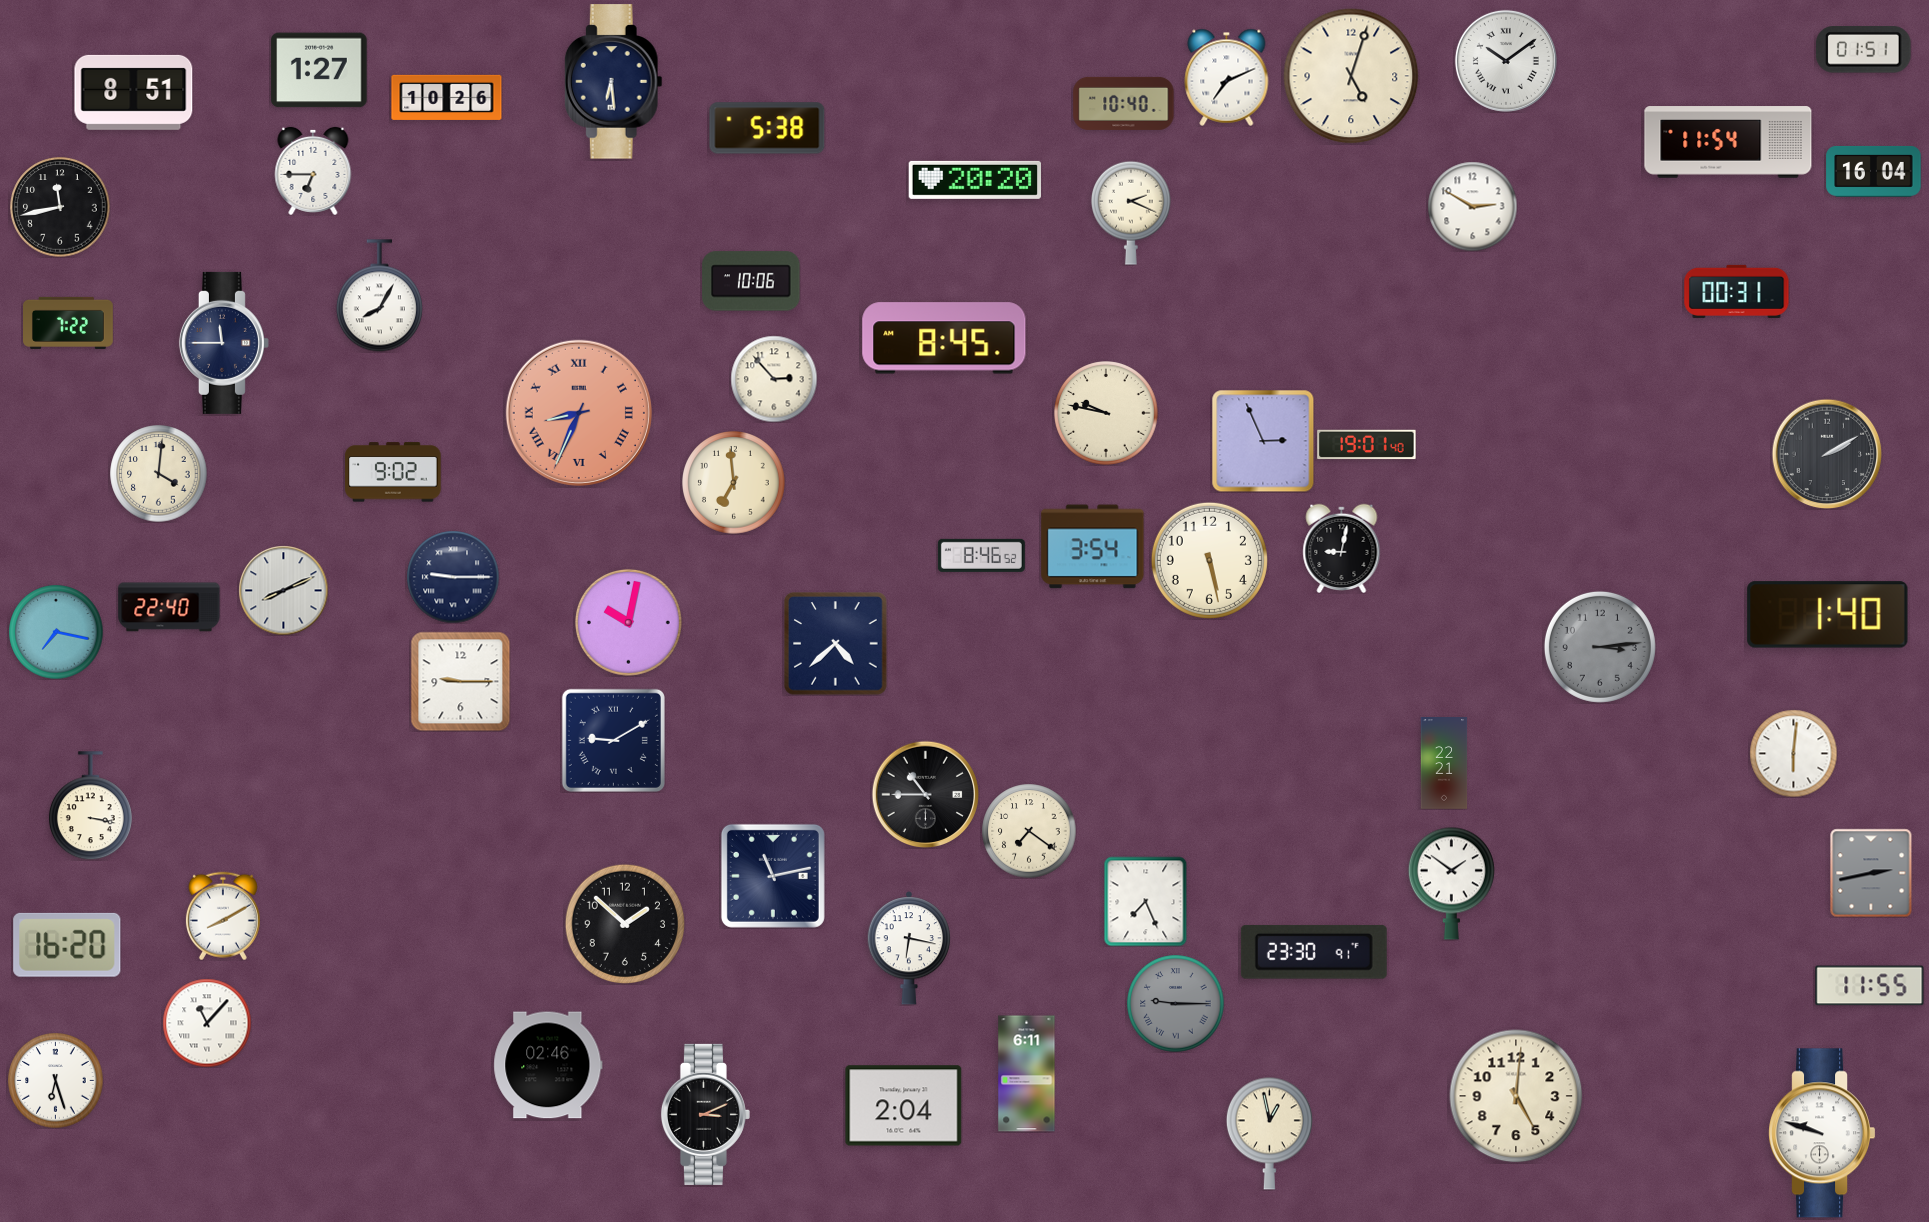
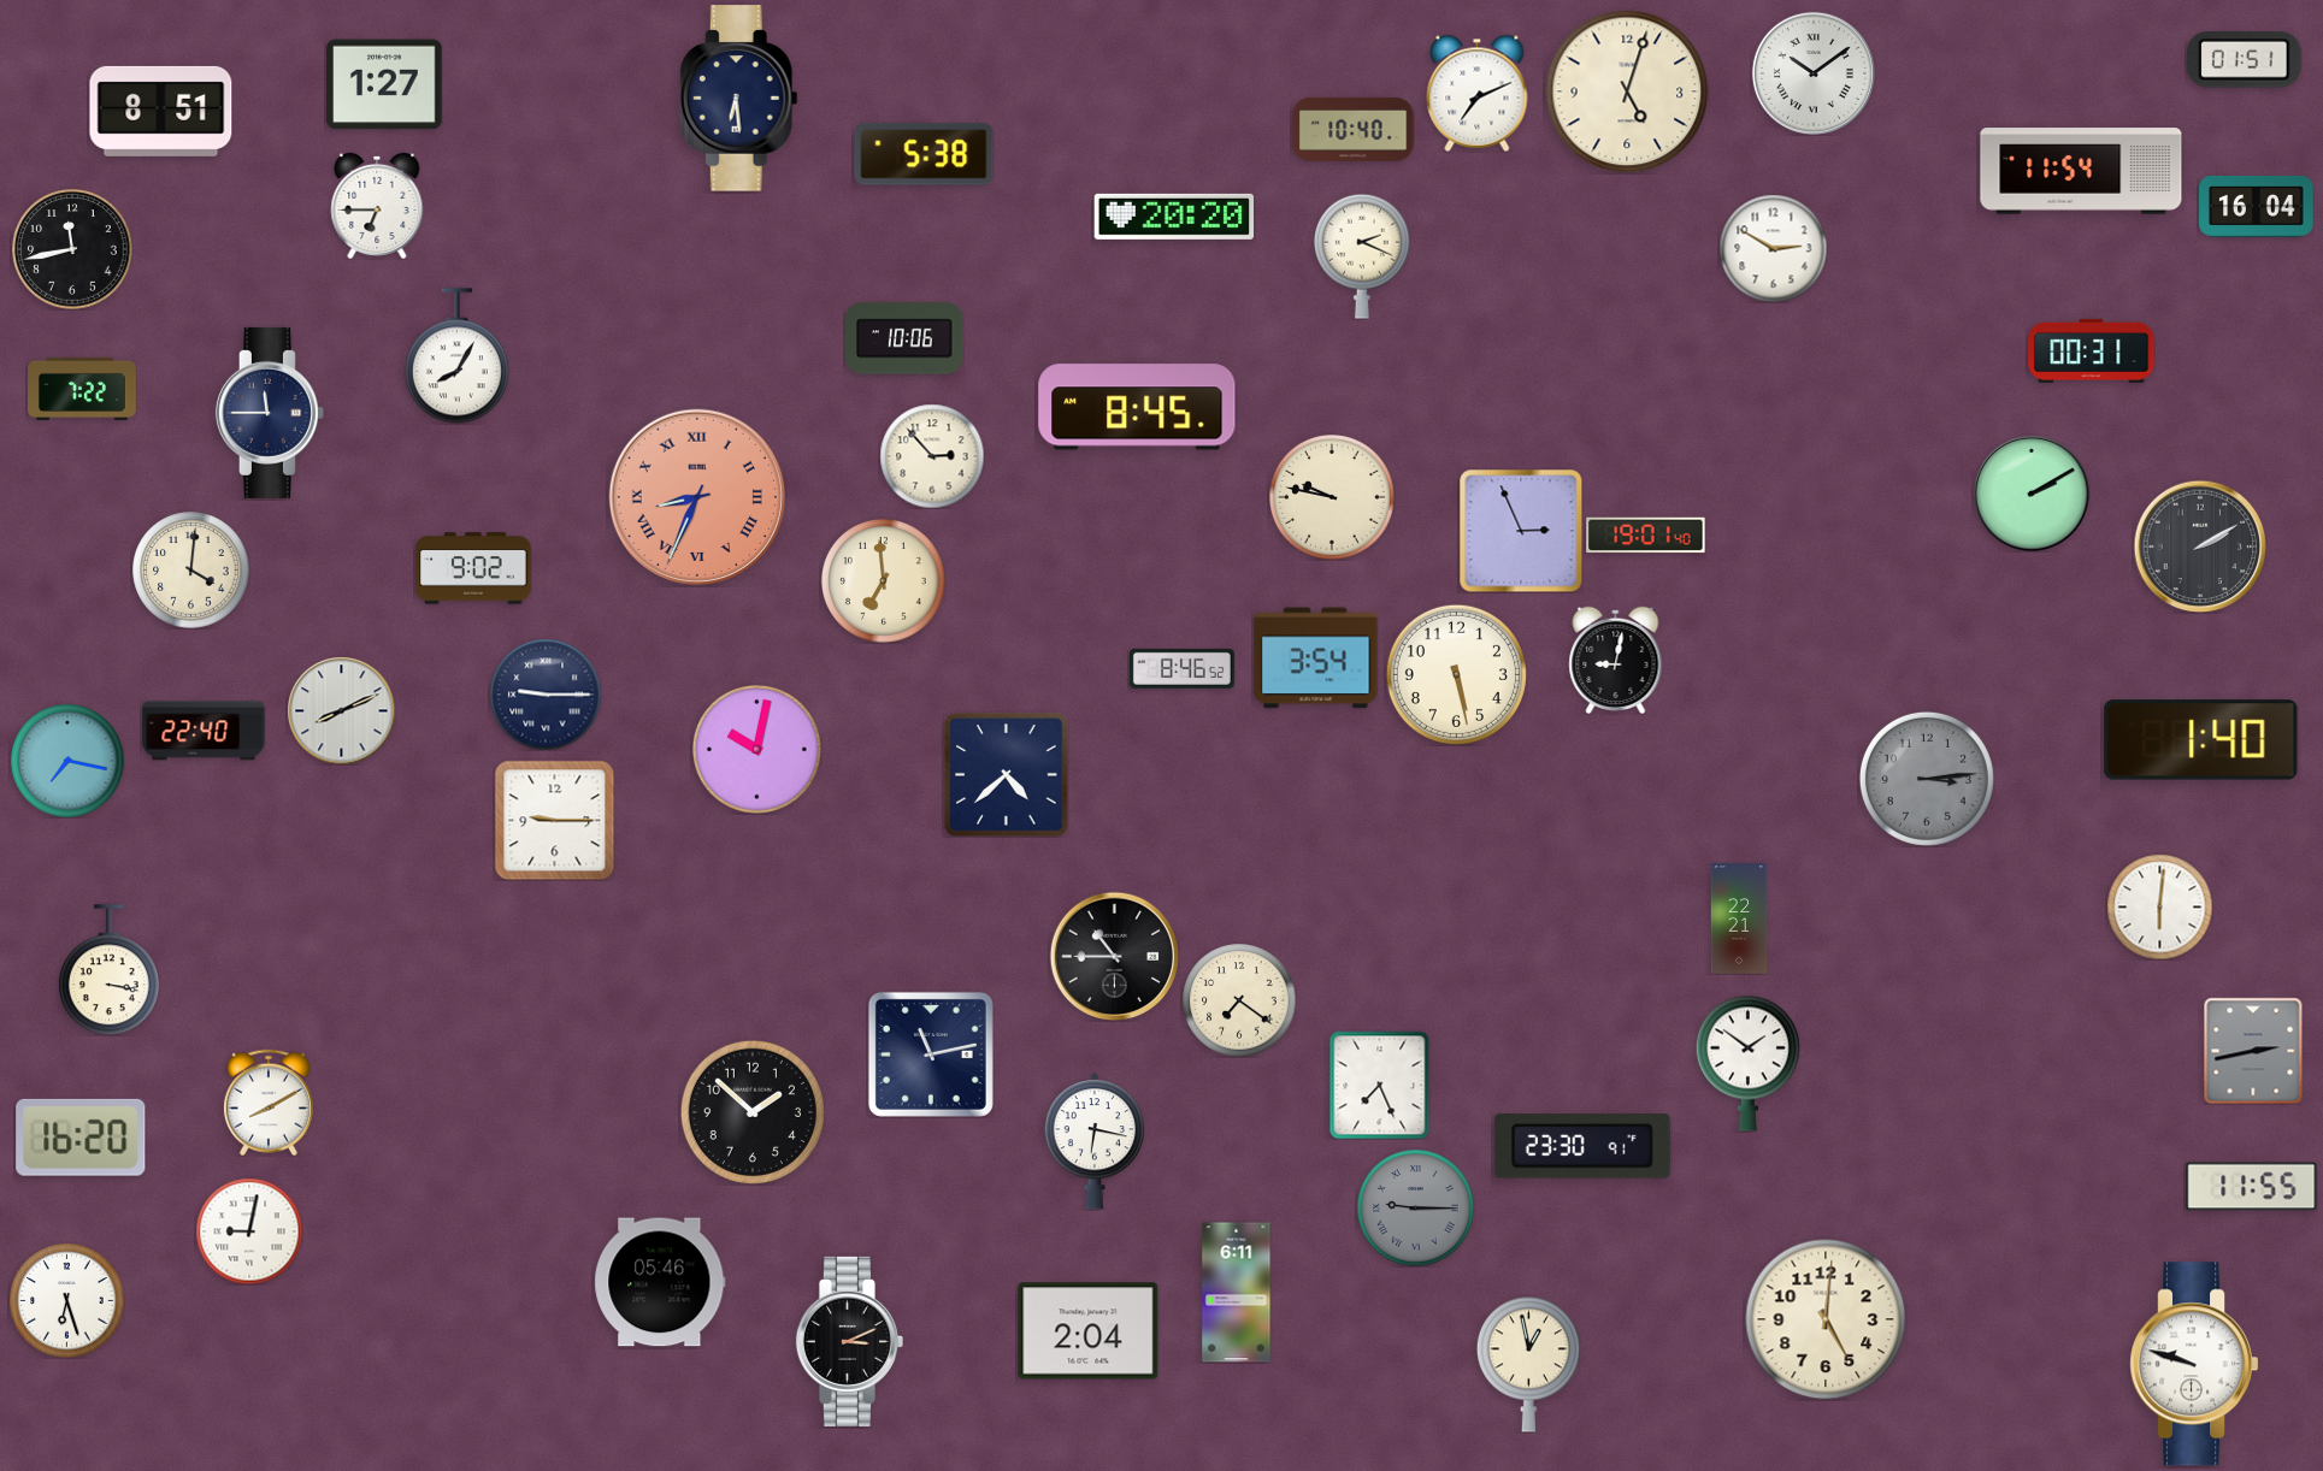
clock at (447, 97): 10:26 -> none
clock at (1124, 103) position: (1124, 103) -> (1354, 129)
clock at (2032, 494): none -> 2:10
clock at (613, 740): 9:10 -> none
clock at (207, 1023): 11:07 -> 9:02
clock at (548, 1065): 02:46 -> 05:46
